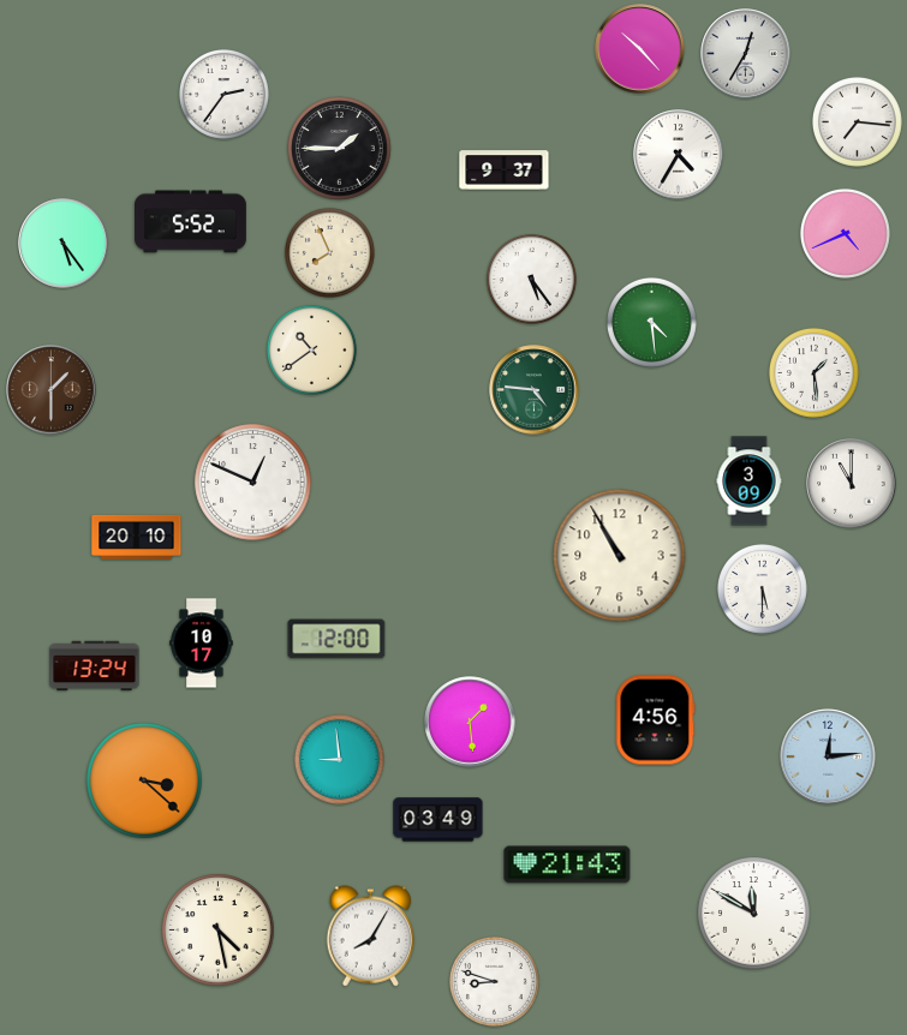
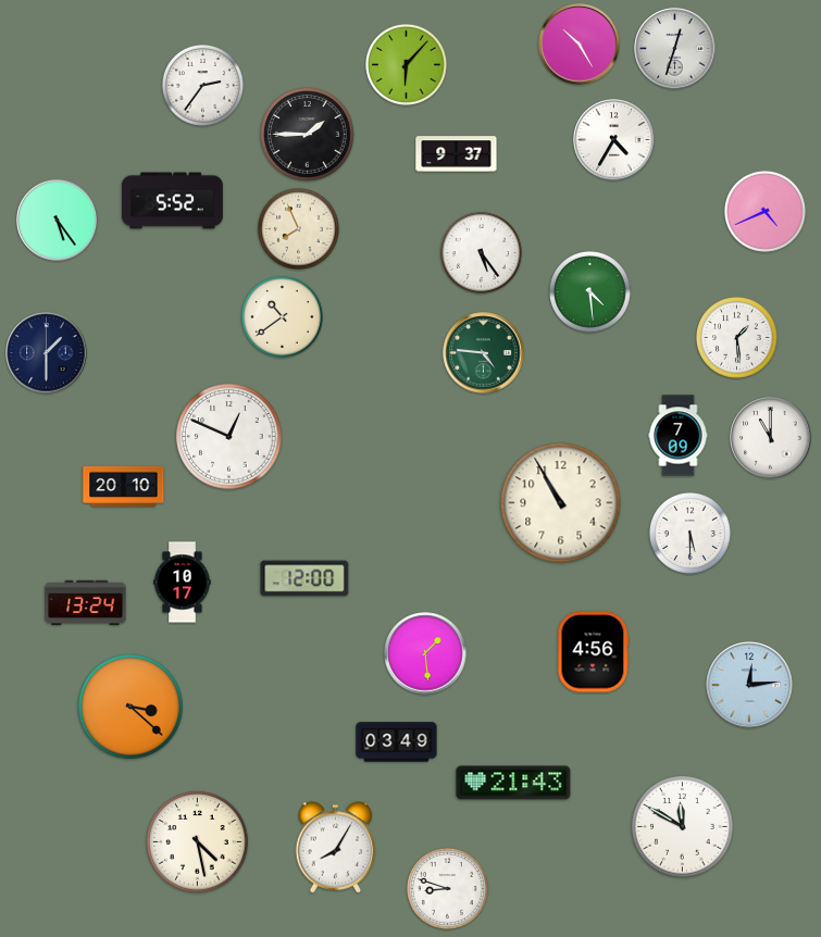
clock at (640, 49): 10:23 -> 10:25
clock at (746, 54): 12:35 -> 12:33
clock at (406, 64): none -> 6:07
clock at (857, 121): 7:16 -> none
clock at (52, 390) dial: brown -> navy
clock at (750, 481): 3:09 -> 7:09
clock at (339, 759): 8:59 -> none
